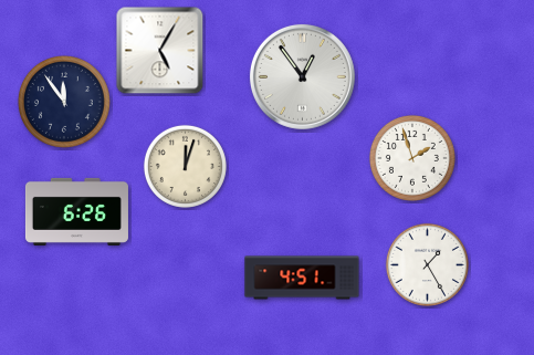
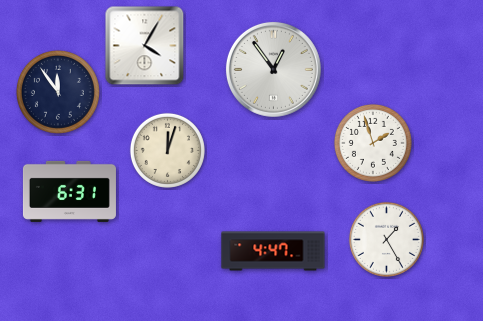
clock at (160, 51): 5:05 -> 4:05
clock at (76, 211): 6:26 -> 6:31
clock at (302, 278): 4:51 -> 4:47
